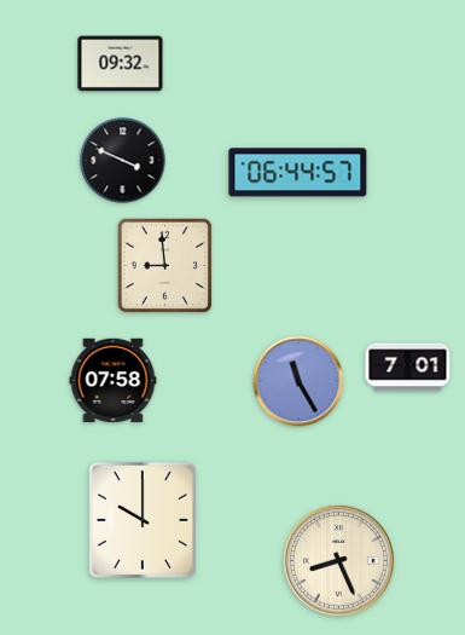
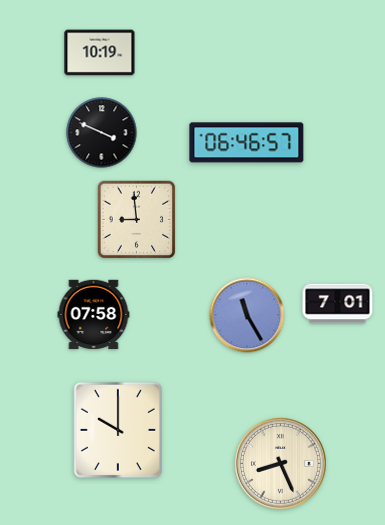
clock at (121, 64): 09:32 -> 10:19
clock at (298, 173): 06:44 -> 06:46
